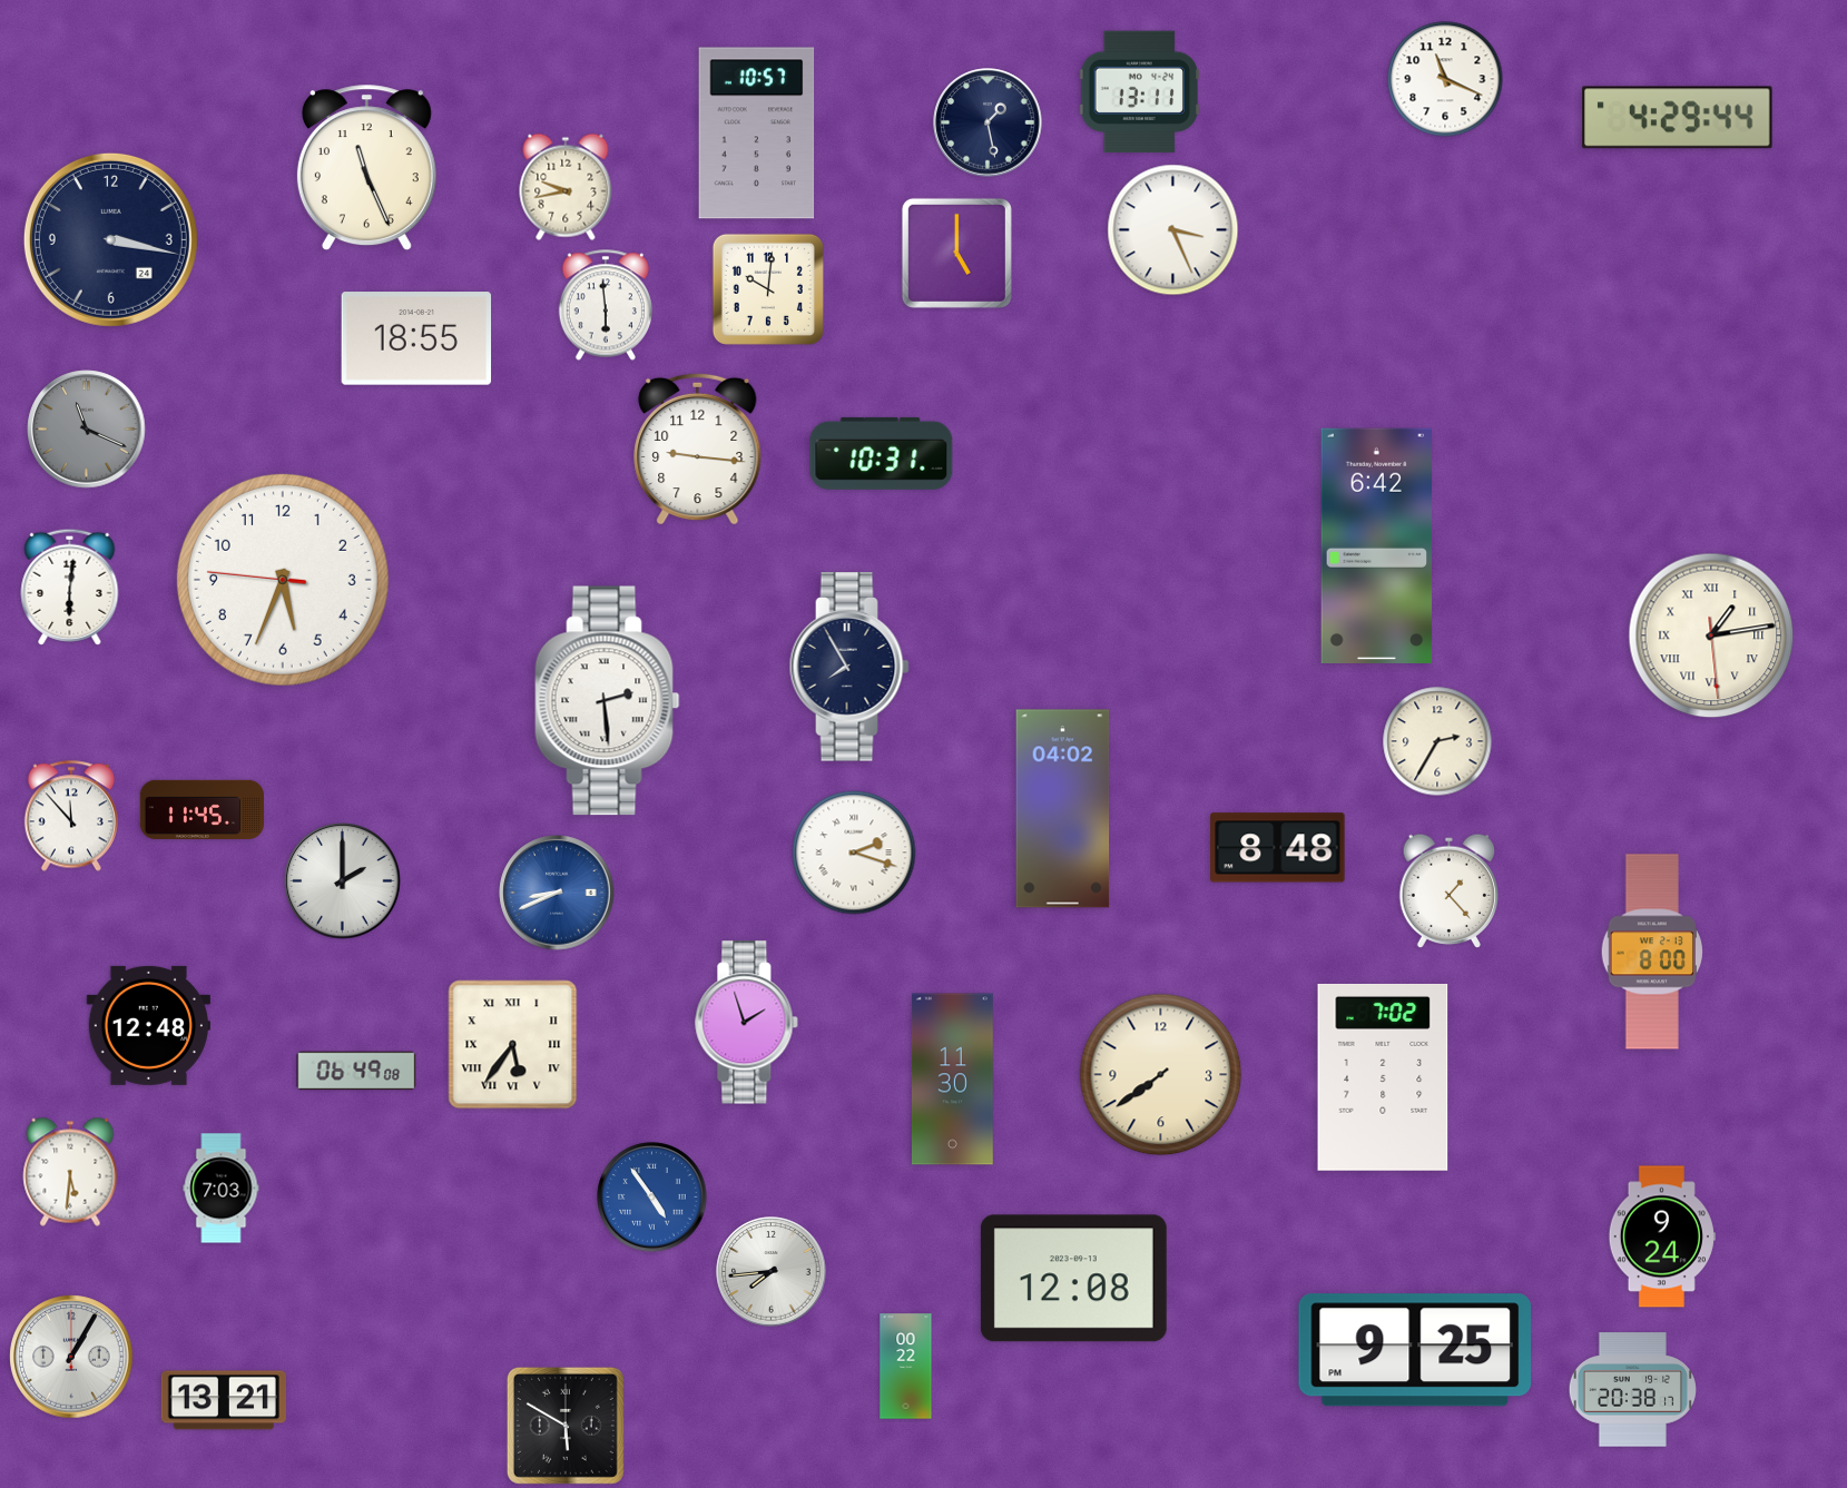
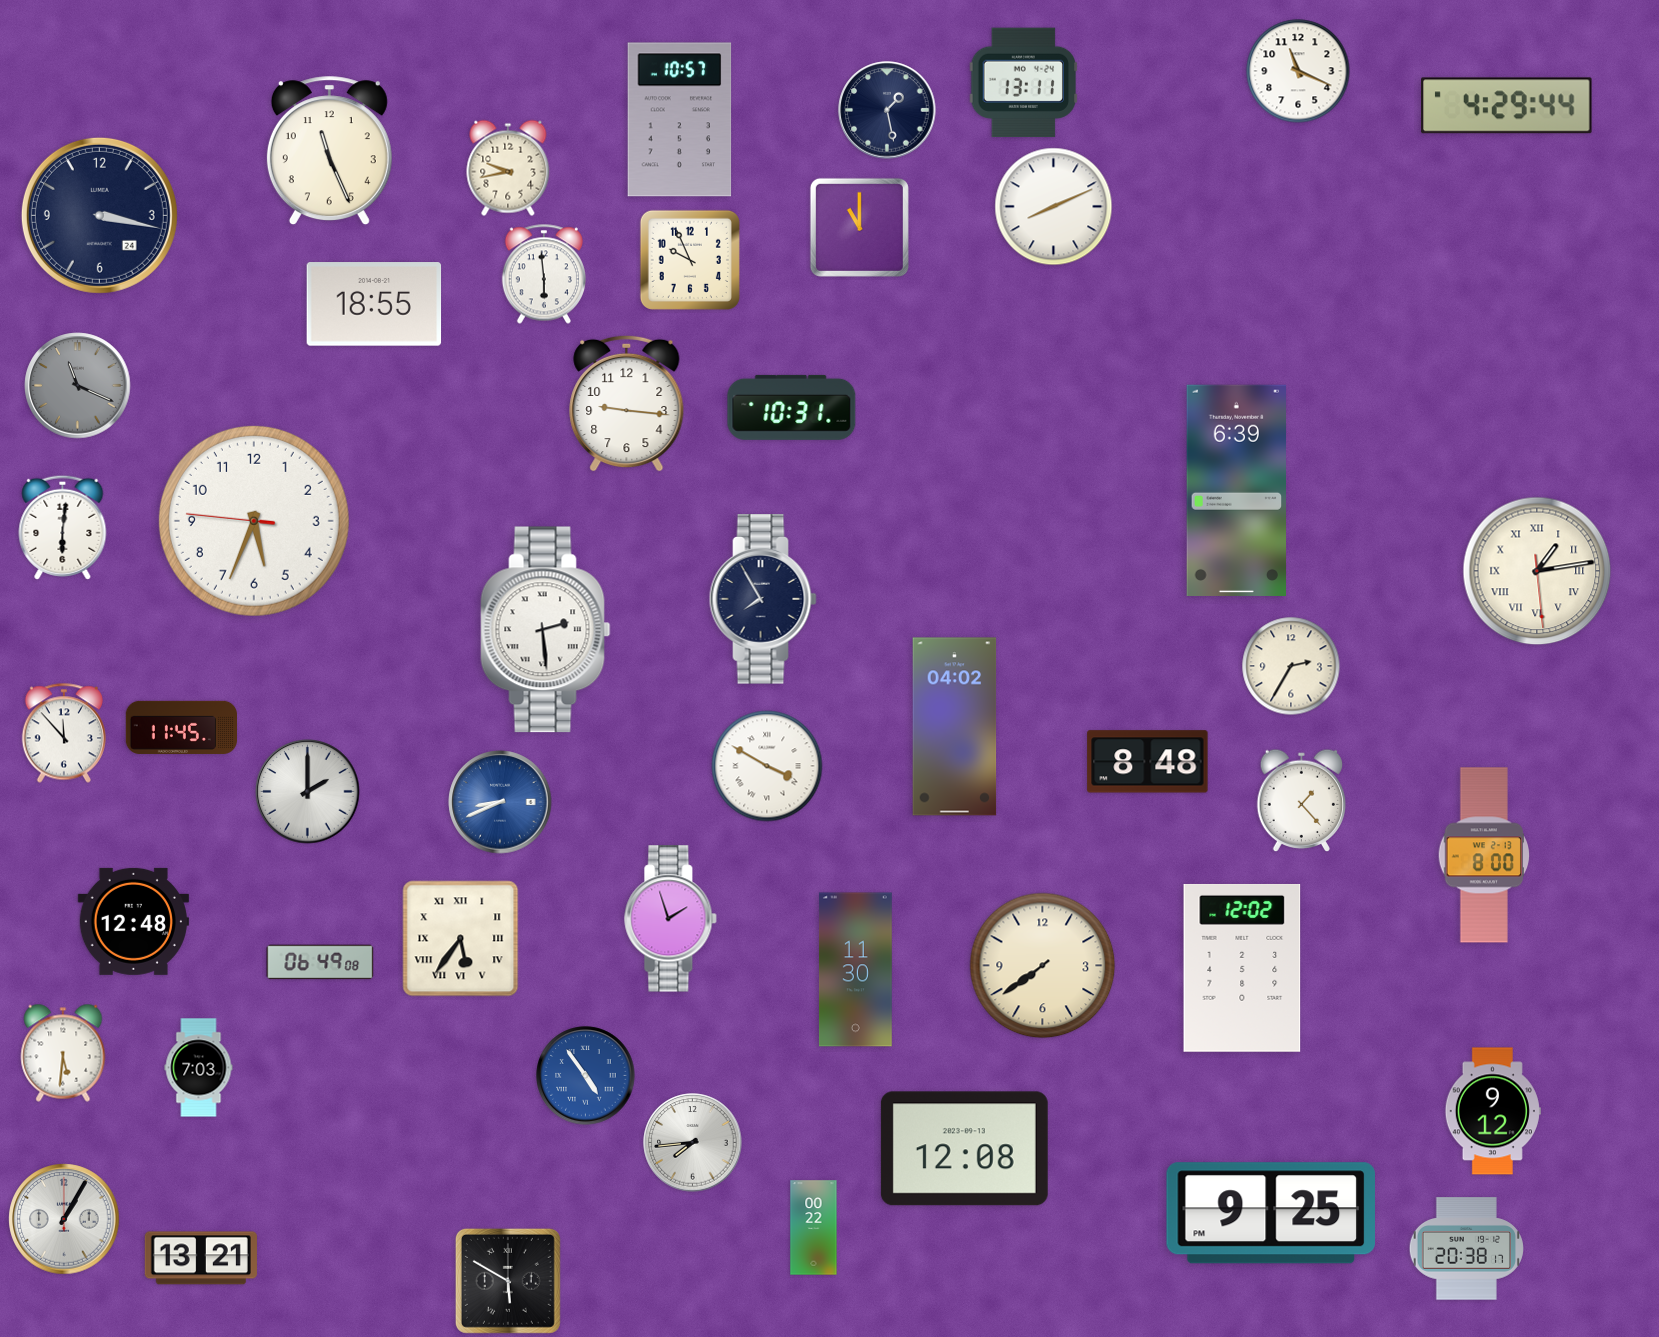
clock at (1173, 230): 3:26 -> 8:11
clock at (956, 253): 5:00 -> 11:00
clock at (768, 289): 10:01 -> 9:56
clock at (1377, 545): 6:42 -> 6:39
clock at (854, 853): 2:18 -> 3:50
clock at (1383, 1077): 7:02 -> 12:02
clock at (1662, 1236): 9:24 -> 9:12
